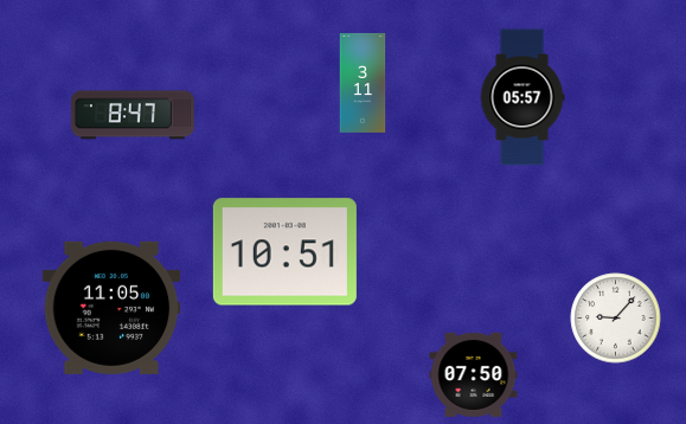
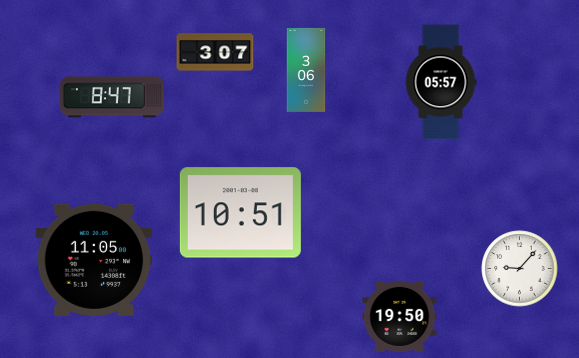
clock at (215, 52): none -> 3:07
clock at (363, 83): 3:11 -> 3:06
clock at (474, 374): 07:50 -> 19:50
